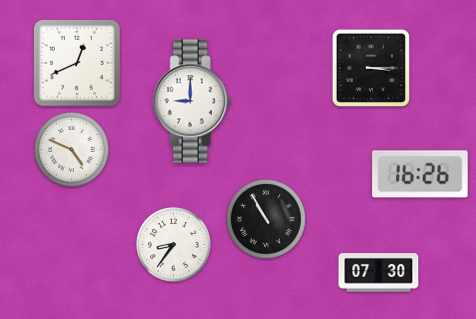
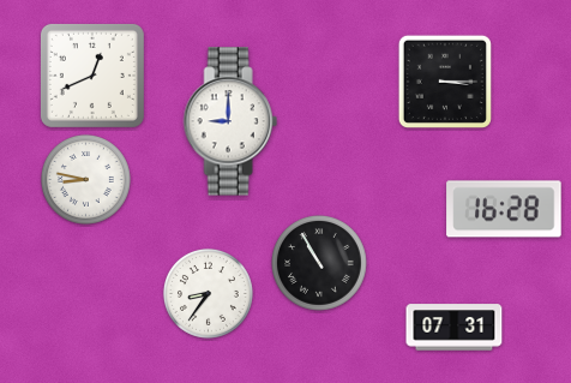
clock at (71, 149): 4:49 -> 8:47
clock at (420, 174): 16:26 -> 16:28
clock at (379, 273): 07:30 -> 07:31
